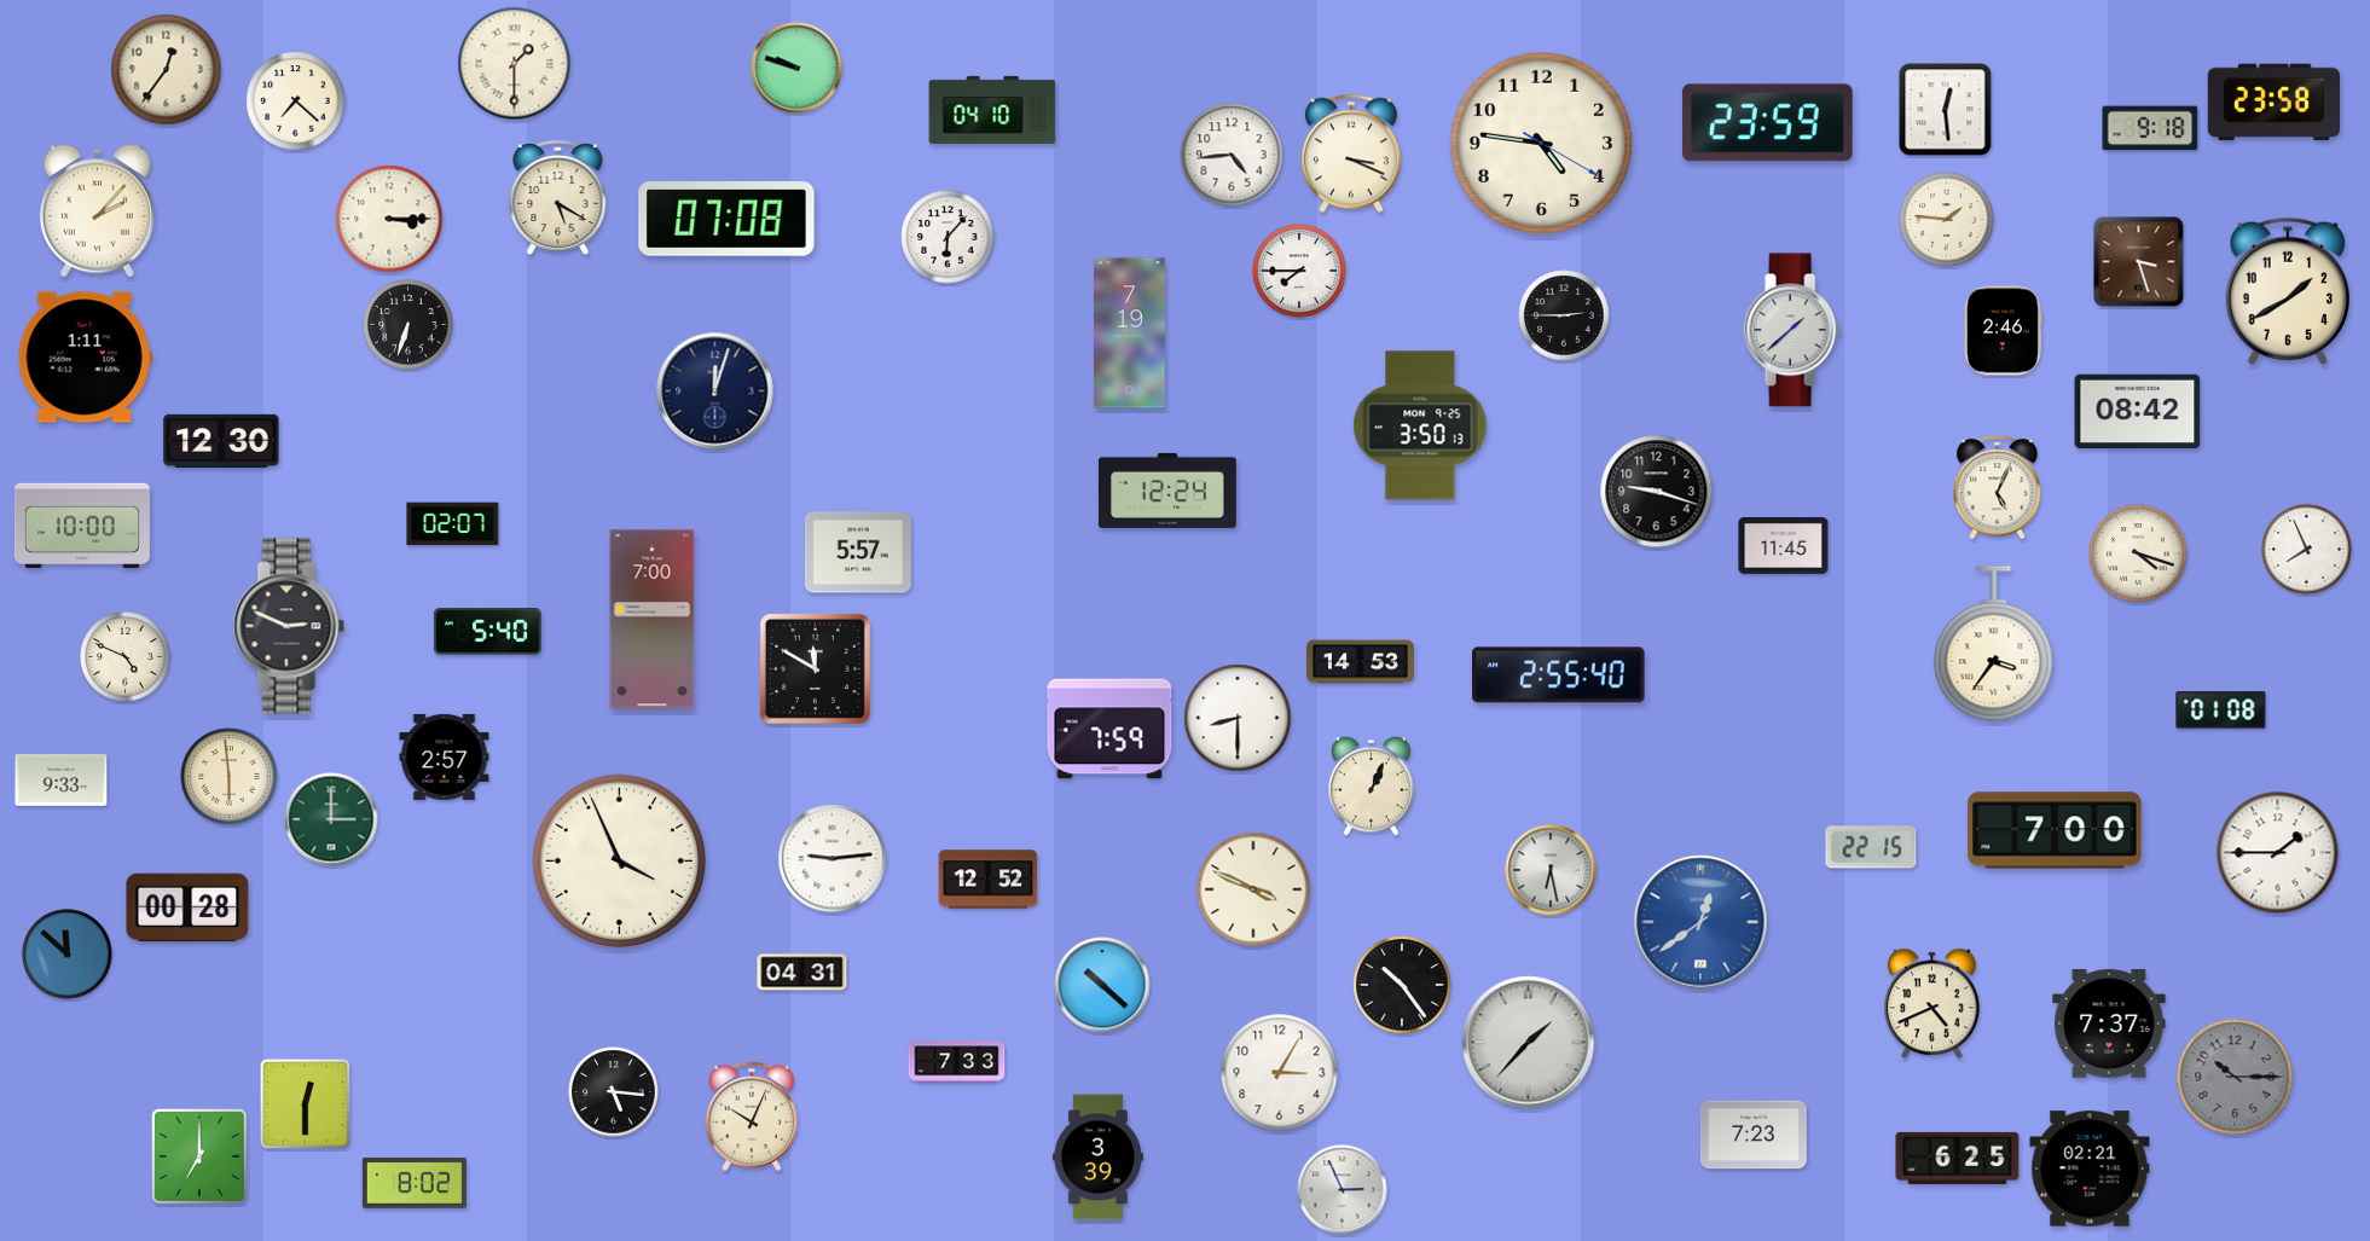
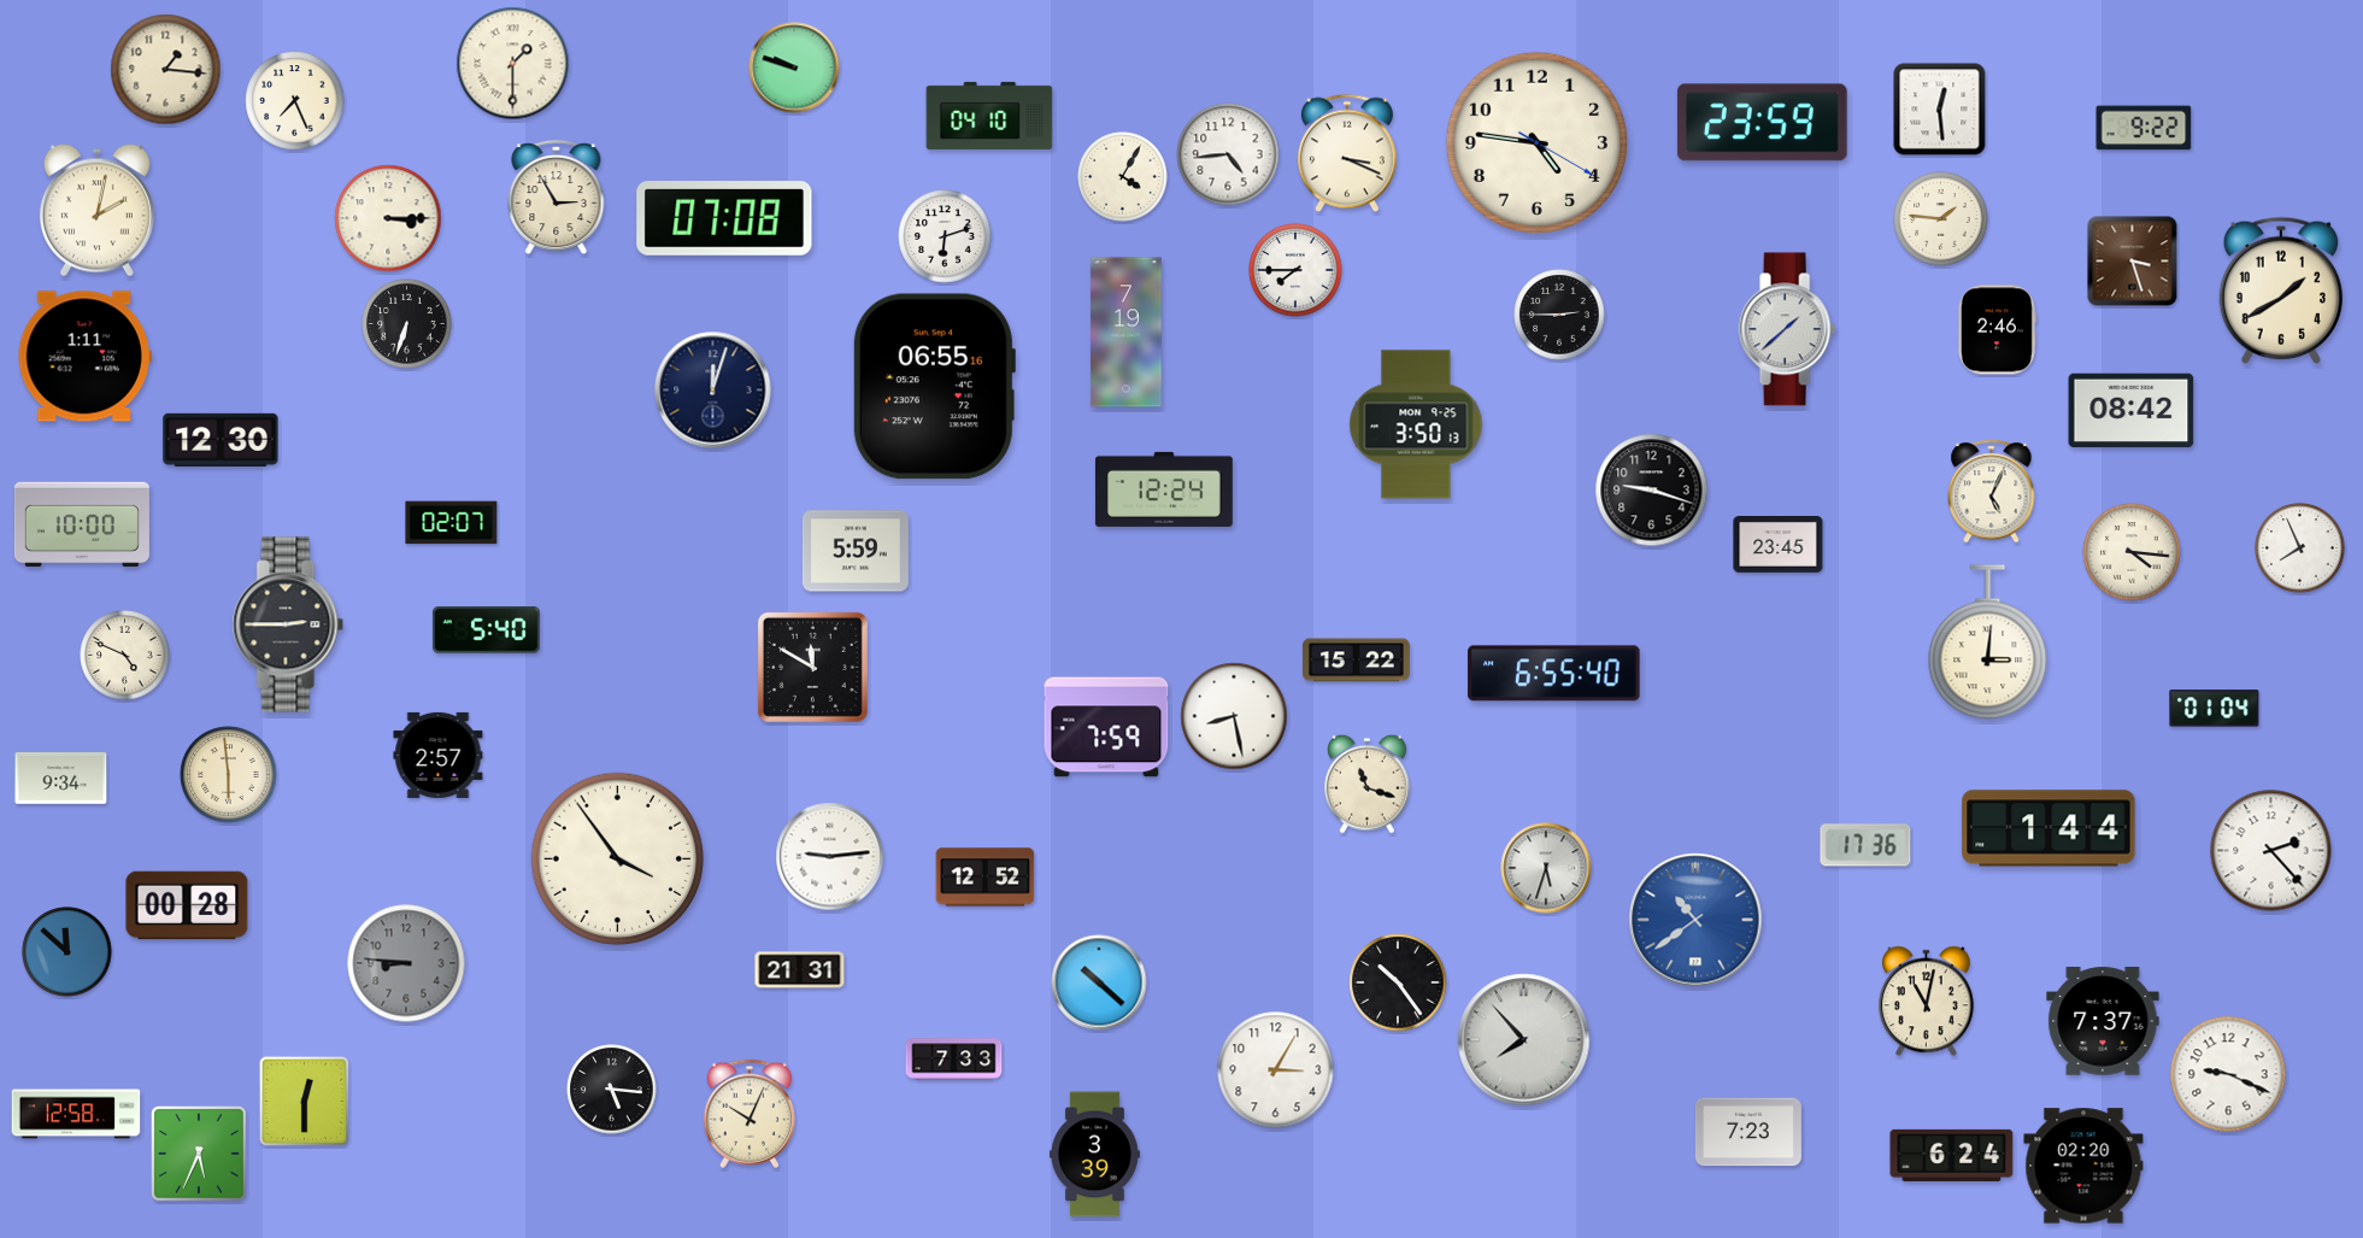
clock at (167, 70): 12:36 -> 1:16
clock at (296, 102): 7:22 -> 7:26
clock at (2273, 103): 23:58 -> none
clock at (992, 110) position: (992, 110) -> (989, 116)
clock at (2150, 128): 9:18 -> 9:22
clock at (1123, 177): none -> 4:05
clock at (558, 198): 5:20 -> 2:55
clock at (97, 211): 2:07 -> 2:02
clock at (948, 237): 6:07 -> 6:12
clock at (934, 387): none -> 06:55
clock at (1998, 488) position: (1998, 488) -> (1992, 492)
clock at (1784, 546): 11:45 -> 23:45
clock at (858, 552): 5:57 -> 5:59
clock at (2138, 553): 4:18 -> 4:16
clock at (653, 620): 7:00 -> none
clock at (289, 626): 2:49 -> 2:45
clock at (1994, 644): 3:36 -> 3:01
clock at (1360, 662): 14:53 -> 15:22
clock at (1559, 675): 2:55 -> 6:55
clock at (2221, 711): 01:08 -> 01:04
clock at (1238, 718): 8:30 -> 8:28
clock at (445, 756) position: (445, 756) -> (439, 755)
clock at (62, 781): 9:33 -> 9:34
clock at (1372, 785): 1:04 -> 11:18
clock at (331, 819): 3:00 -> none
clock at (2055, 830): 7:00 -> 1:44
clock at (1871, 847): 22:15 -> 17:36
clock at (2278, 853): 1:45 -> 2:23
clock at (620, 862): 3:56 -> 3:54
clock at (1551, 870): 6:28 -> 5:33
clock at (1253, 889): 3:49 -> none
clock at (1700, 922): 12:39 -> 10:39
clock at (406, 963): none -> 8:46
clock at (802, 973): 04:31 -> 21:31
clock at (1931, 1004): 4:41 -> 11:02
clock at (1529, 1043): 1:37 -> 7:53
clock at (2235, 1077): 10:15 -> 9:19
clock at (2235, 1077) dial: grey -> white
clock at (76, 1114): none -> 12:58
clock at (201, 1158): 7:00 -> 5:34
clock at (1958, 1158): 6:25 -> 6:24
clock at (2090, 1168): 02:21 -> 02:20
clock at (415, 1183): 8:02 -> none
clock at (1343, 1190): 2:56 -> none
